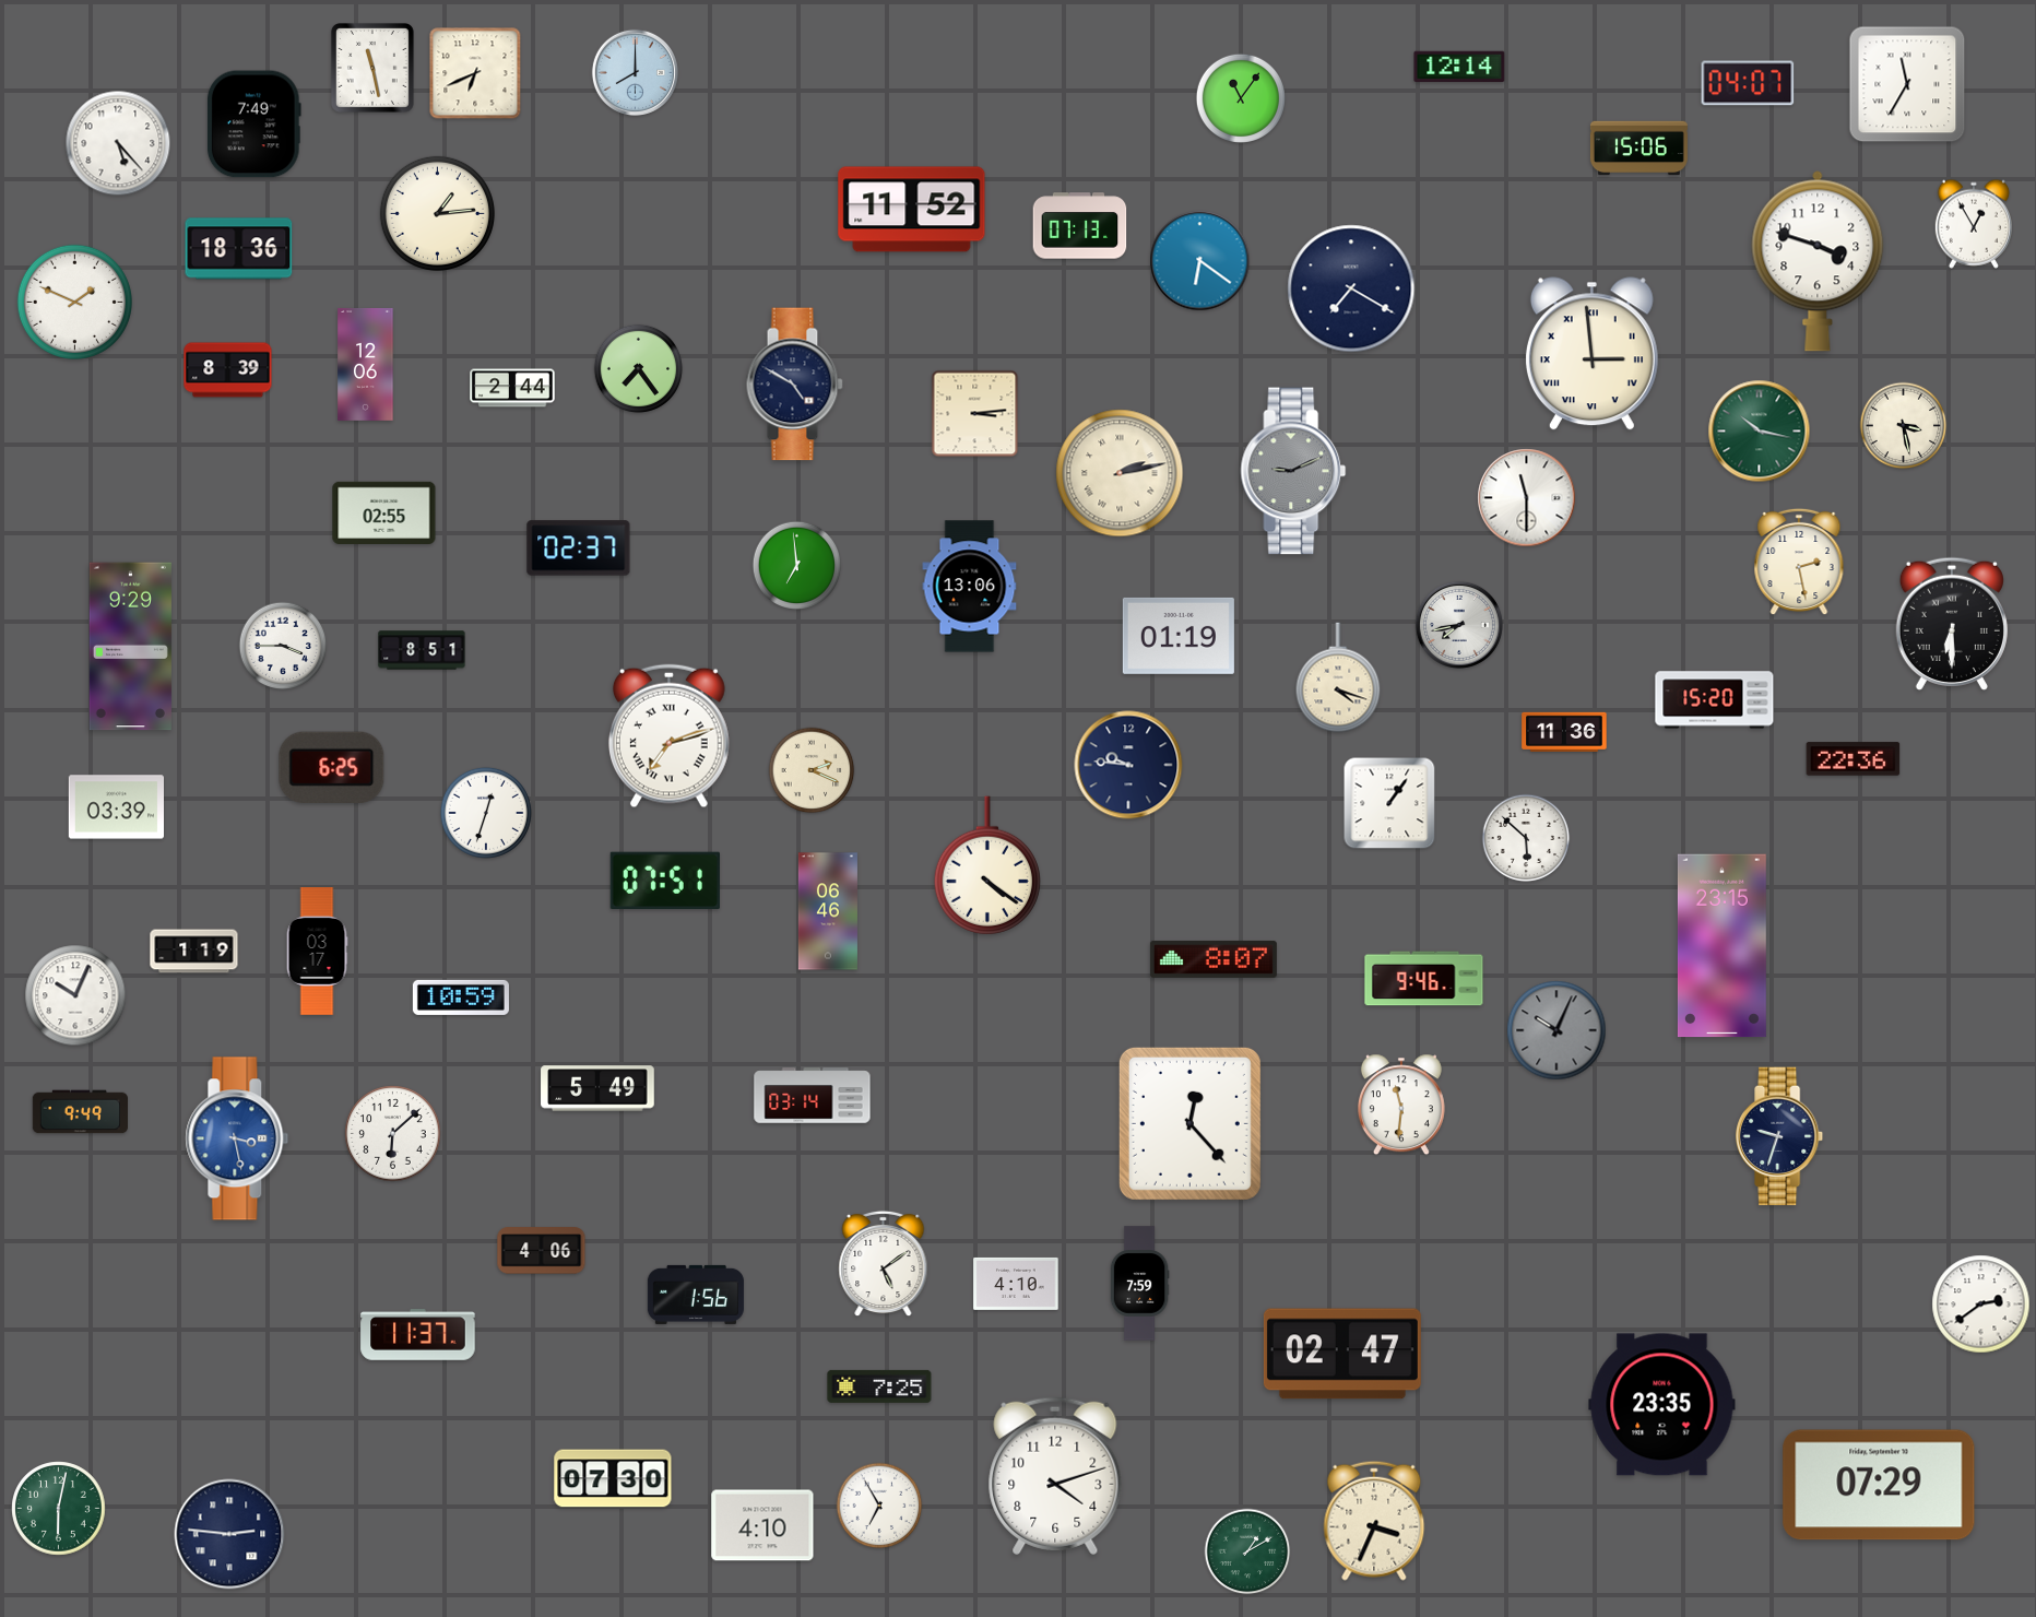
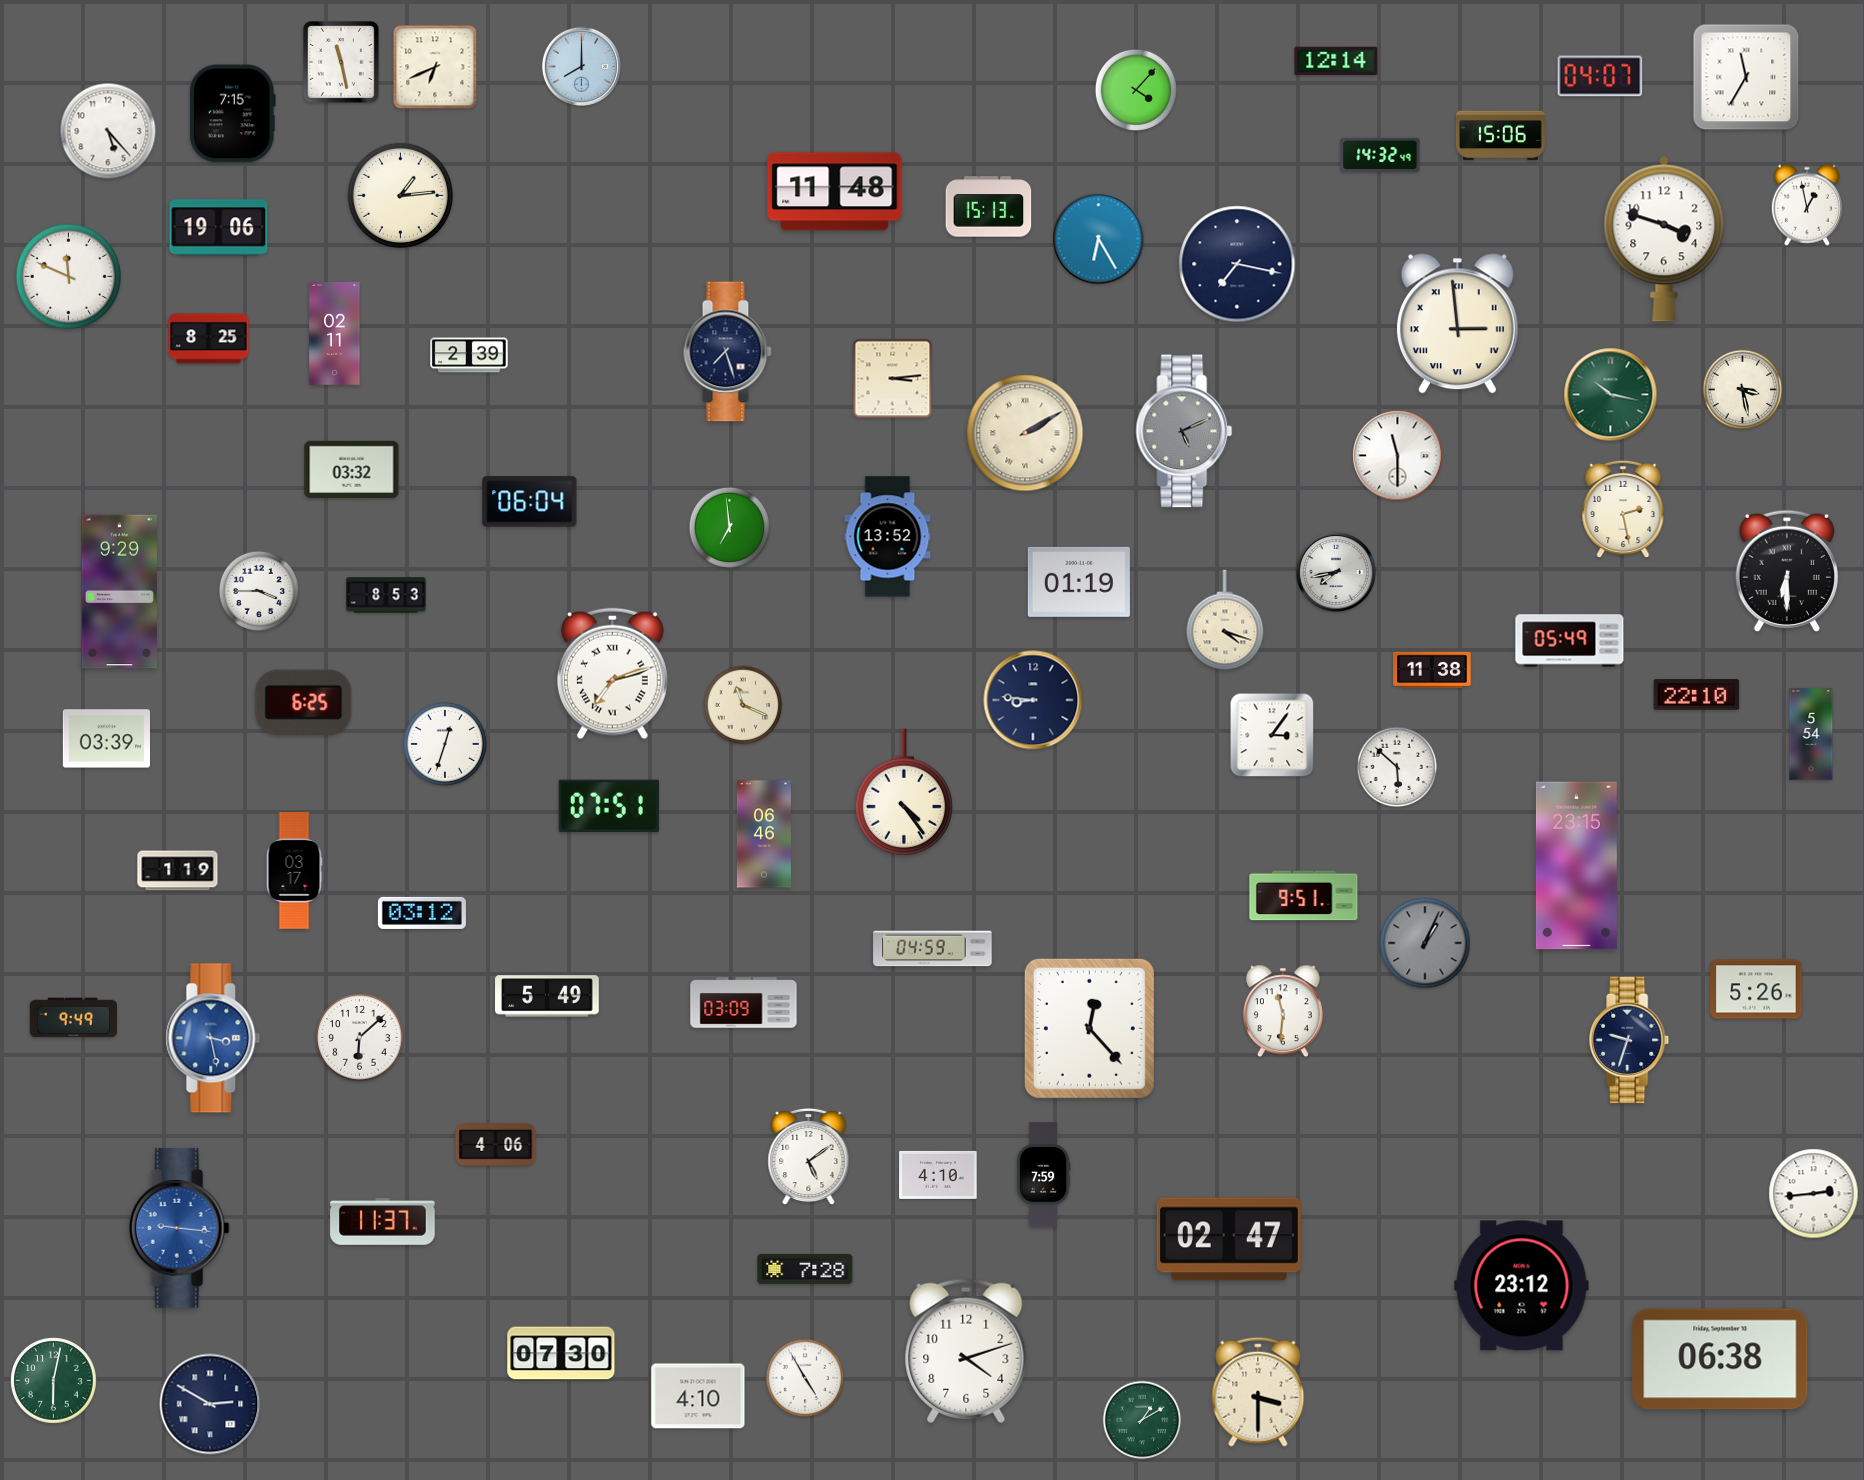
clock at (1241, 98): 11:06 -> 4:07
clock at (253, 125): 7:49 -> 7:15
clock at (1380, 154): none -> 14:32
clock at (912, 210): 11:52 -> 11:48
clock at (1974, 224): 12:55 -> 12:58
clock at (1080, 226): 07:13 -> 15:13
clock at (239, 249): 18:36 -> 19:06
clock at (1200, 261): 6:21 -> 6:25
clock at (1351, 288): 7:20 -> 7:17
clock at (74, 302): 1:49 -> 11:49
clock at (366, 364): 12:06 -> 02:11
clock at (639, 369): 7:24 -> none
clock at (228, 370): 8:39 -> 8:25
clock at (794, 385): 4:50 -> 7:27
clock at (512, 388): 2:44 -> 2:39
clock at (1293, 471): 9:11 -> 5:11
clock at (1120, 473): 2:13 -> 2:10
clock at (384, 512): 02:55 -> 03:32
clock at (579, 548): 02:37 -> 06:04
clock at (1799, 562) position: (1799, 562) -> (1623, 509)
clock at (797, 566) position: (797, 566) -> (730, 528)
clock at (970, 587): 13:06 -> 13:52
clock at (422, 650): 8:51 -> 8:53
clock at (1715, 700): 15:20 -> 05:49
clock at (1564, 732): 11:36 -> 11:38
clock at (1854, 759): 22:36 -> 22:10
clock at (1128, 765): 9:46 -> 8:46
clock at (812, 770): 2:19 -> 11:19
clock at (1811, 734): none -> 5:54
clock at (1389, 803): 1:06 -> 3:06
clock at (987, 865): 4:21 -> 4:24
clock at (828, 911) position: (828, 911) -> (764, 834)
clock at (317, 952) position: (317, 952) -> (294, 871)
clock at (1214, 959): 8:07 -> none
clock at (1424, 979): 9:46 -> 9:51
clock at (75, 995): 10:04 -> none
clock at (461, 998): 10:59 -> 03:12
clock at (1556, 1030): 10:04 -> 1:04
clock at (933, 949): none -> 04:59
clock at (1756, 989): none -> 5:26
clock at (813, 1096): 03:14 -> 03:09
clock at (237, 1138) position: (237, 1138) -> (213, 1038)
clock at (1016, 1284) position: (1016, 1284) -> (938, 1175)
clock at (696, 1295): 1:56 -> none
clock at (1981, 1305): 2:39 -> 2:44
clock at (179, 1228): none -> 9:16
clock at (879, 1386): 7:25 -> 7:28
clock at (1662, 1405): 23:35 -> 23:12
clock at (1879, 1485): 07:29 -> 06:38
clock at (879, 1506): 6:55 -> 4:55
clock at (1374, 1521): 3:34 -> 3:30
clock at (229, 1534): 2:46 -> 2:50
